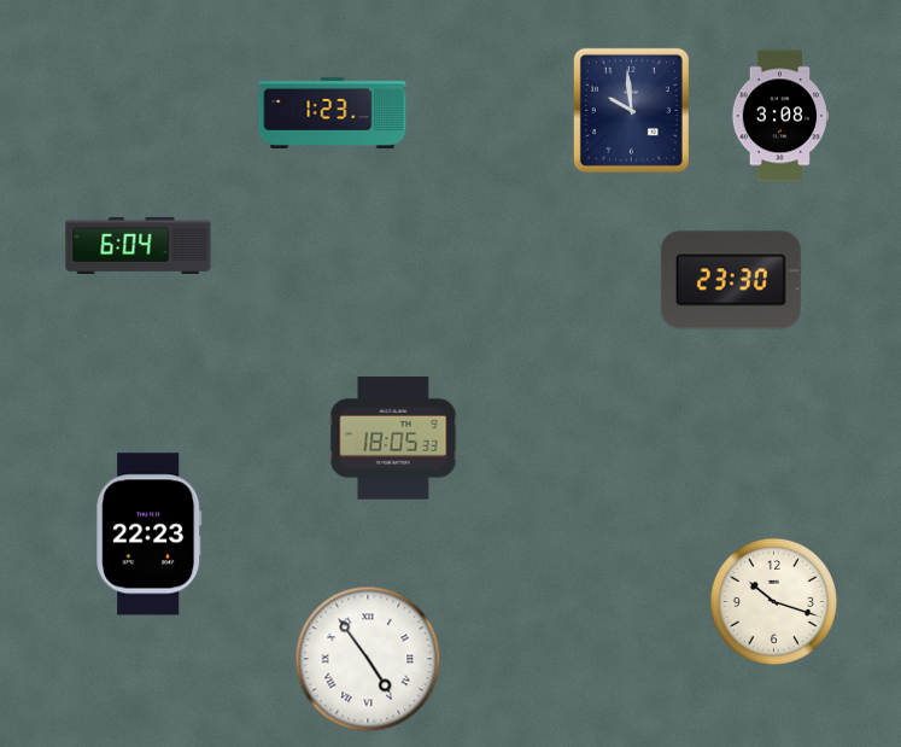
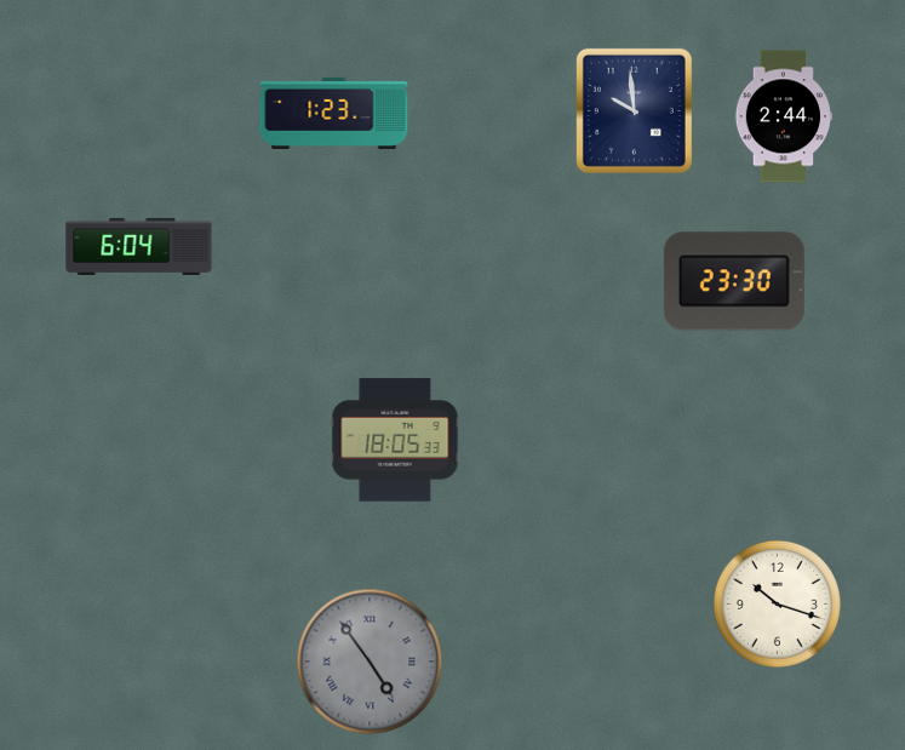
clock at (780, 116): 3:08 -> 2:44
clock at (150, 535): 22:23 -> none
clock at (368, 659) dial: white -> grey
